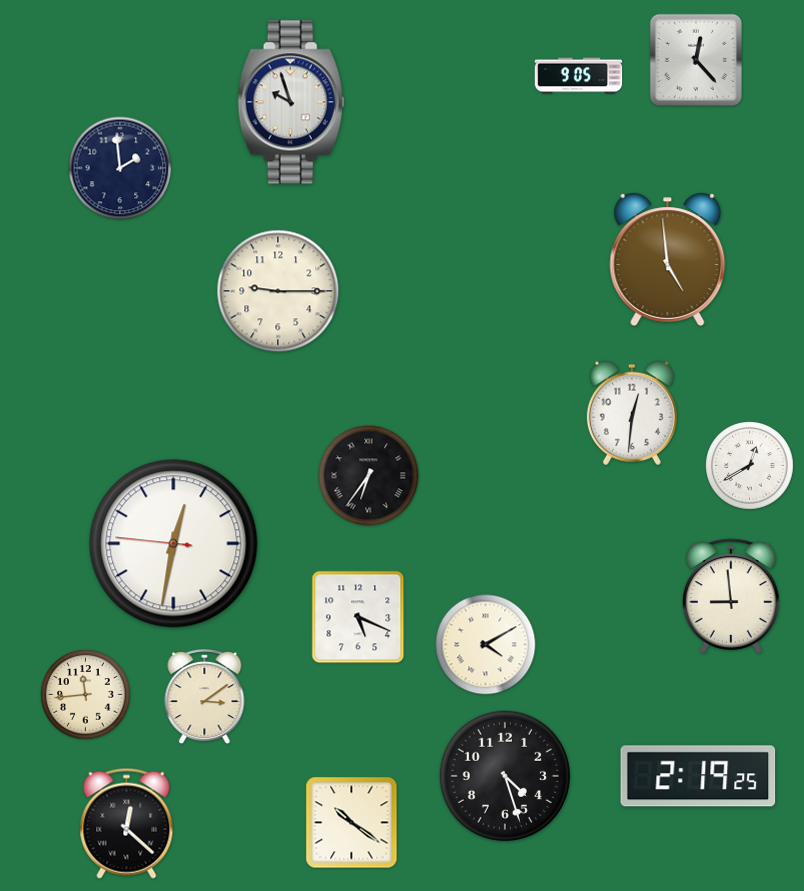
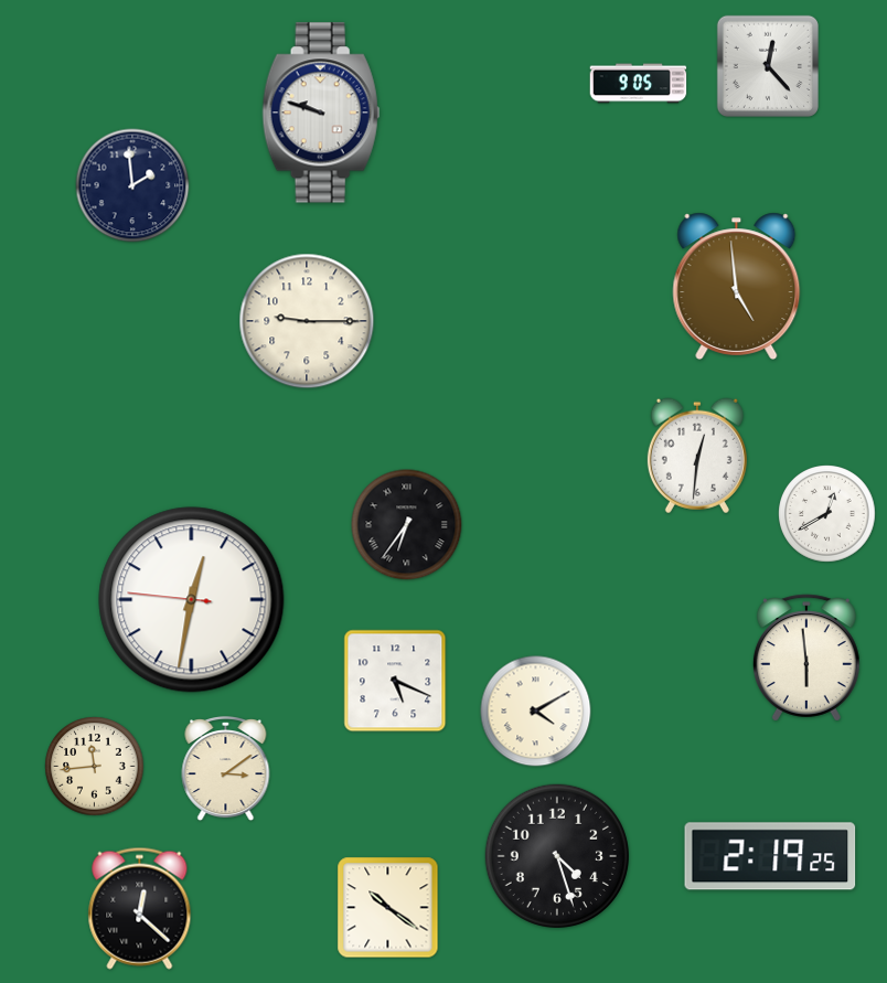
clock at (291, 102): 9:57 -> 9:48
clock at (731, 596): 8:59 -> 5:59
